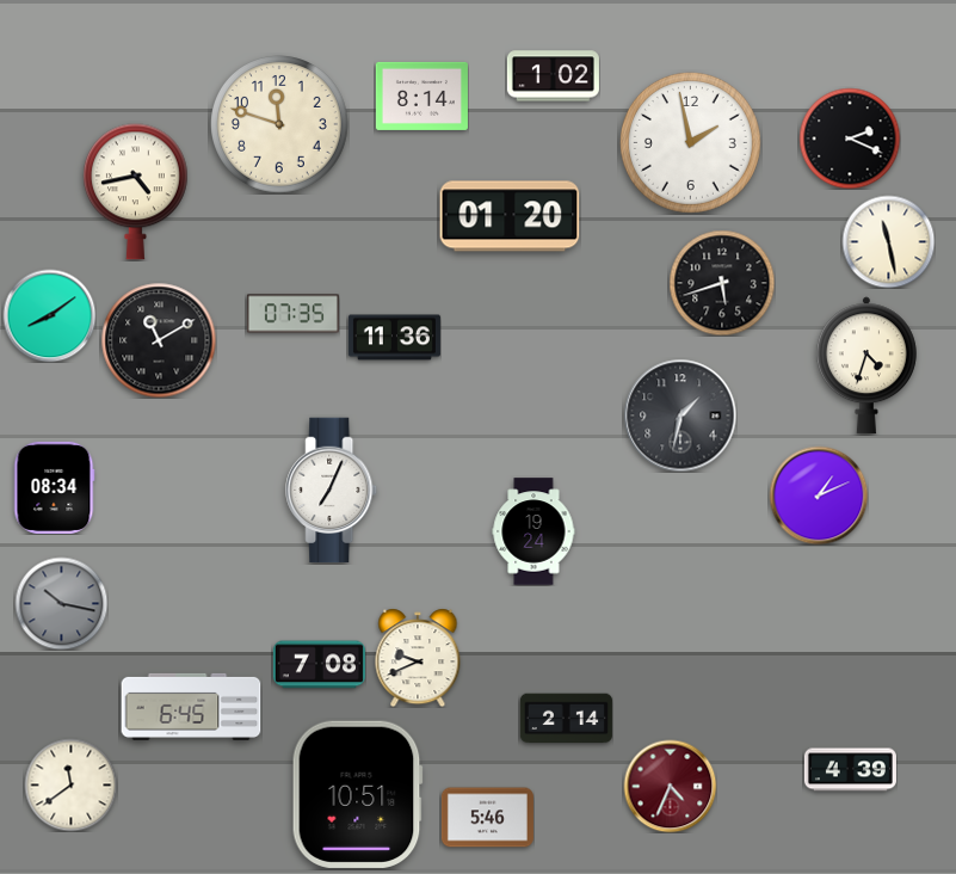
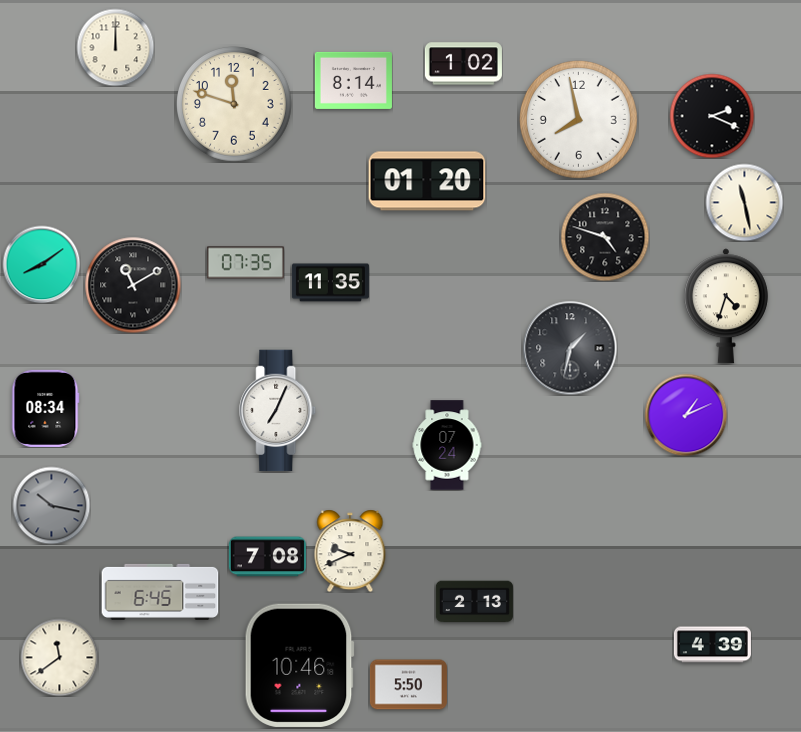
clock at (115, 47): none -> 12:00
clock at (690, 142): 1:58 -> 7:58
clock at (136, 192): 4:43 -> none
clock at (722, 283): 5:42 -> 4:48
clock at (394, 338): 11:36 -> 11:35
clock at (533, 531): 19:24 -> 07:24
clock at (566, 719): 2:14 -> 2:13
clock at (670, 786): 4:34 -> none
clock at (357, 794): 10:51 -> 10:46
clock at (487, 818): 5:46 -> 5:50
